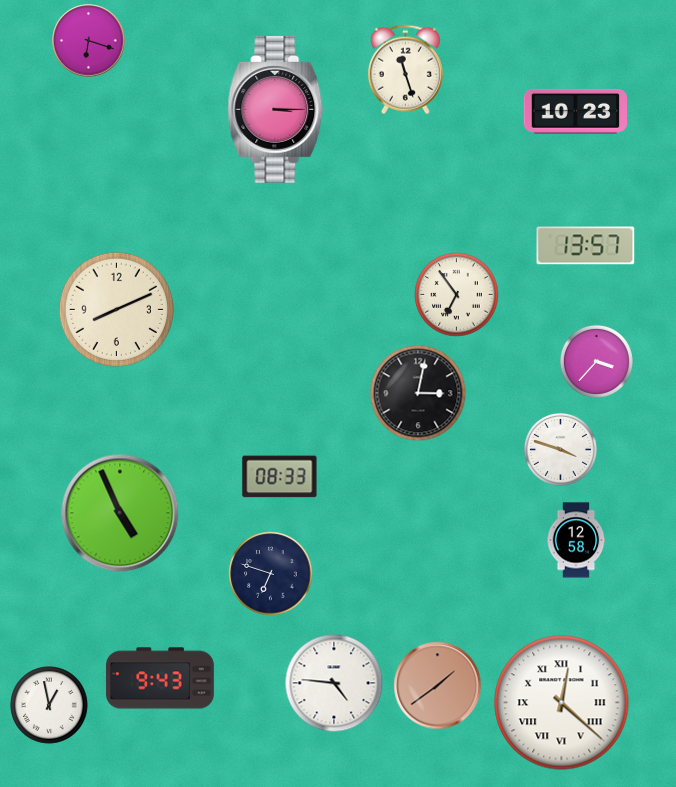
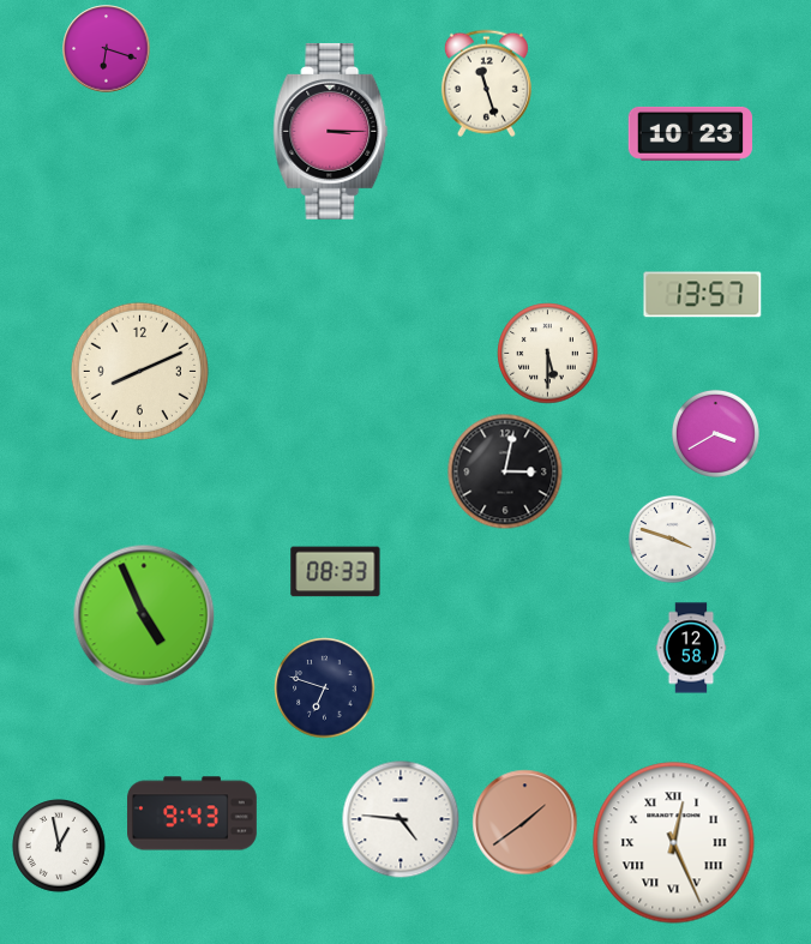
clock at (457, 295): 6:54 -> 5:30
clock at (596, 361): 3:37 -> 3:40
clock at (418, 393) position: (418, 393) -> (505, 471)
clock at (562, 703): 12:22 -> 12:26
